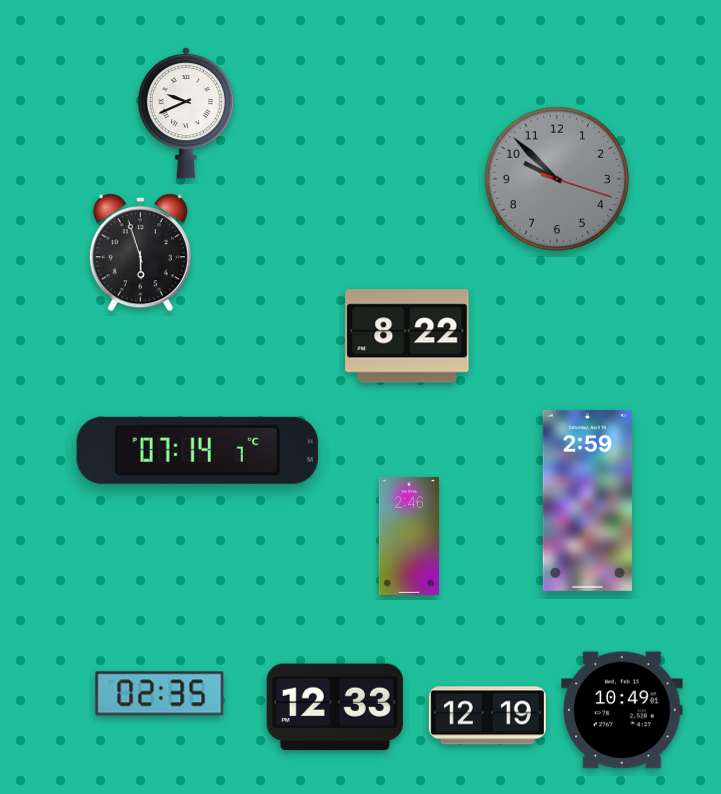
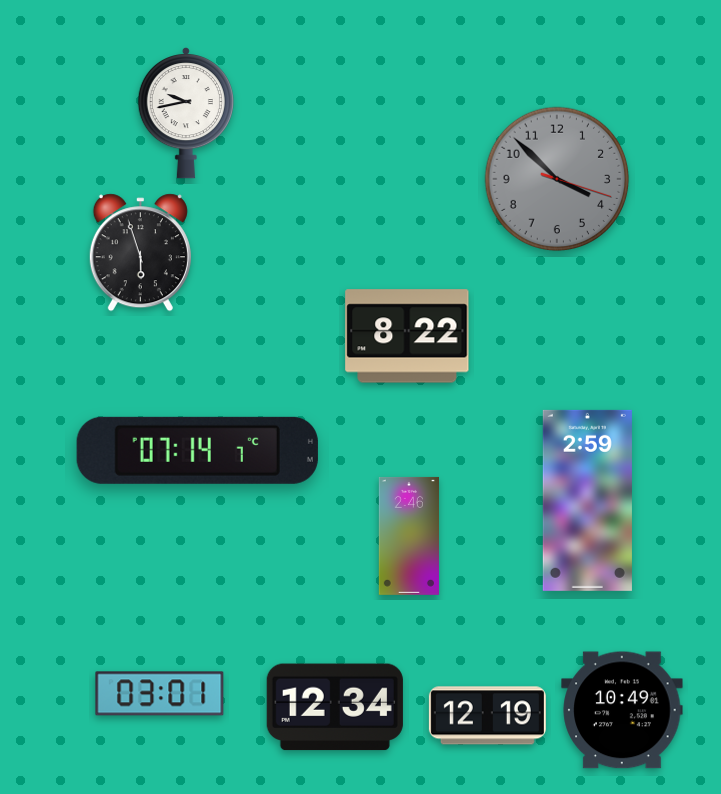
clock at (186, 113): 9:41 -> 9:43
clock at (557, 179): 9:52 -> 3:52
clock at (160, 694): 02:35 -> 03:01
clock at (335, 707): 12:33 -> 12:34
